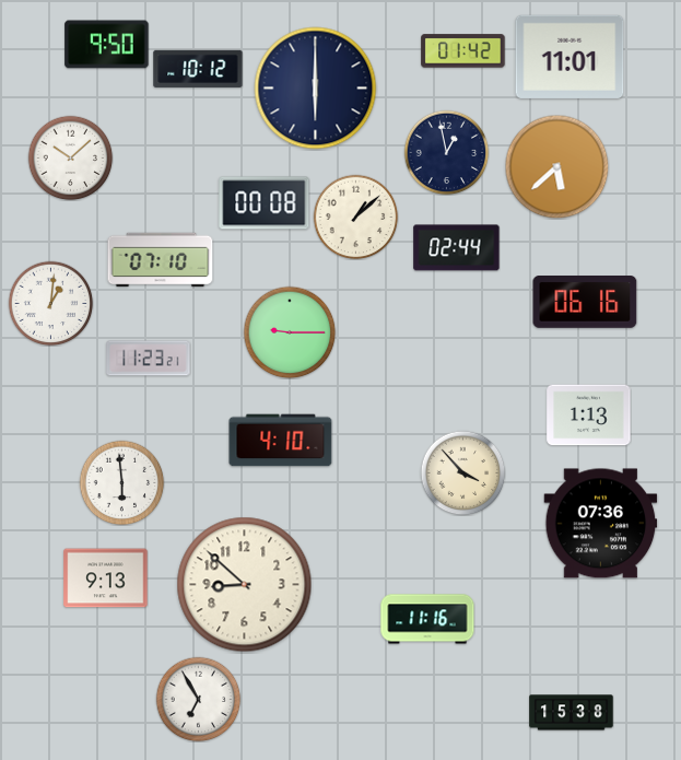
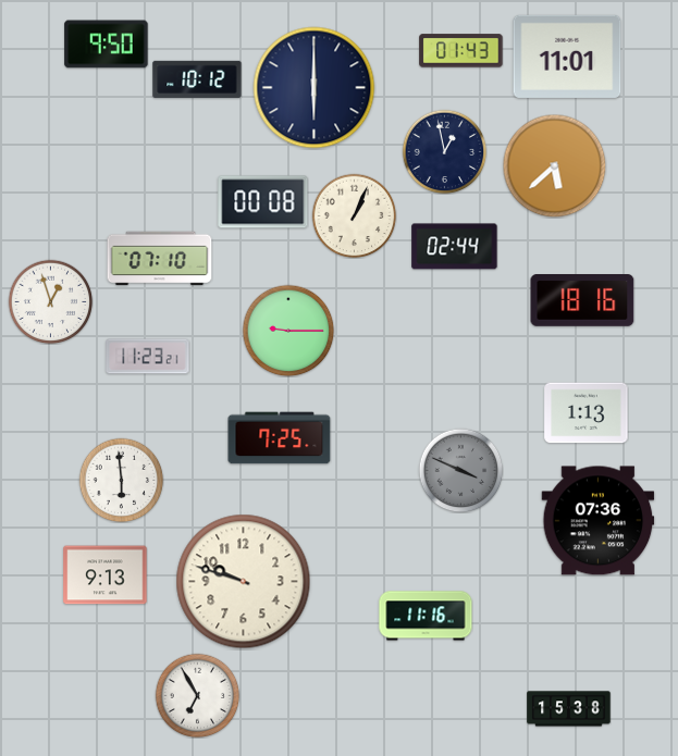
clock at (463, 51): 01:42 -> 01:43
clock at (198, 69) position: (198, 69) -> (197, 79)
clock at (70, 157): 10:08 -> none
clock at (355, 217): 1:08 -> 1:04
clock at (50, 303): 1:01 -> 12:57
clock at (585, 303): 06:16 -> 18:16
clock at (281, 441): 4:10 -> 7:25
clock at (462, 472): 3:53 -> 3:49
clock at (462, 472) dial: cream -> grey
clock at (245, 585): 8:52 -> 9:48
